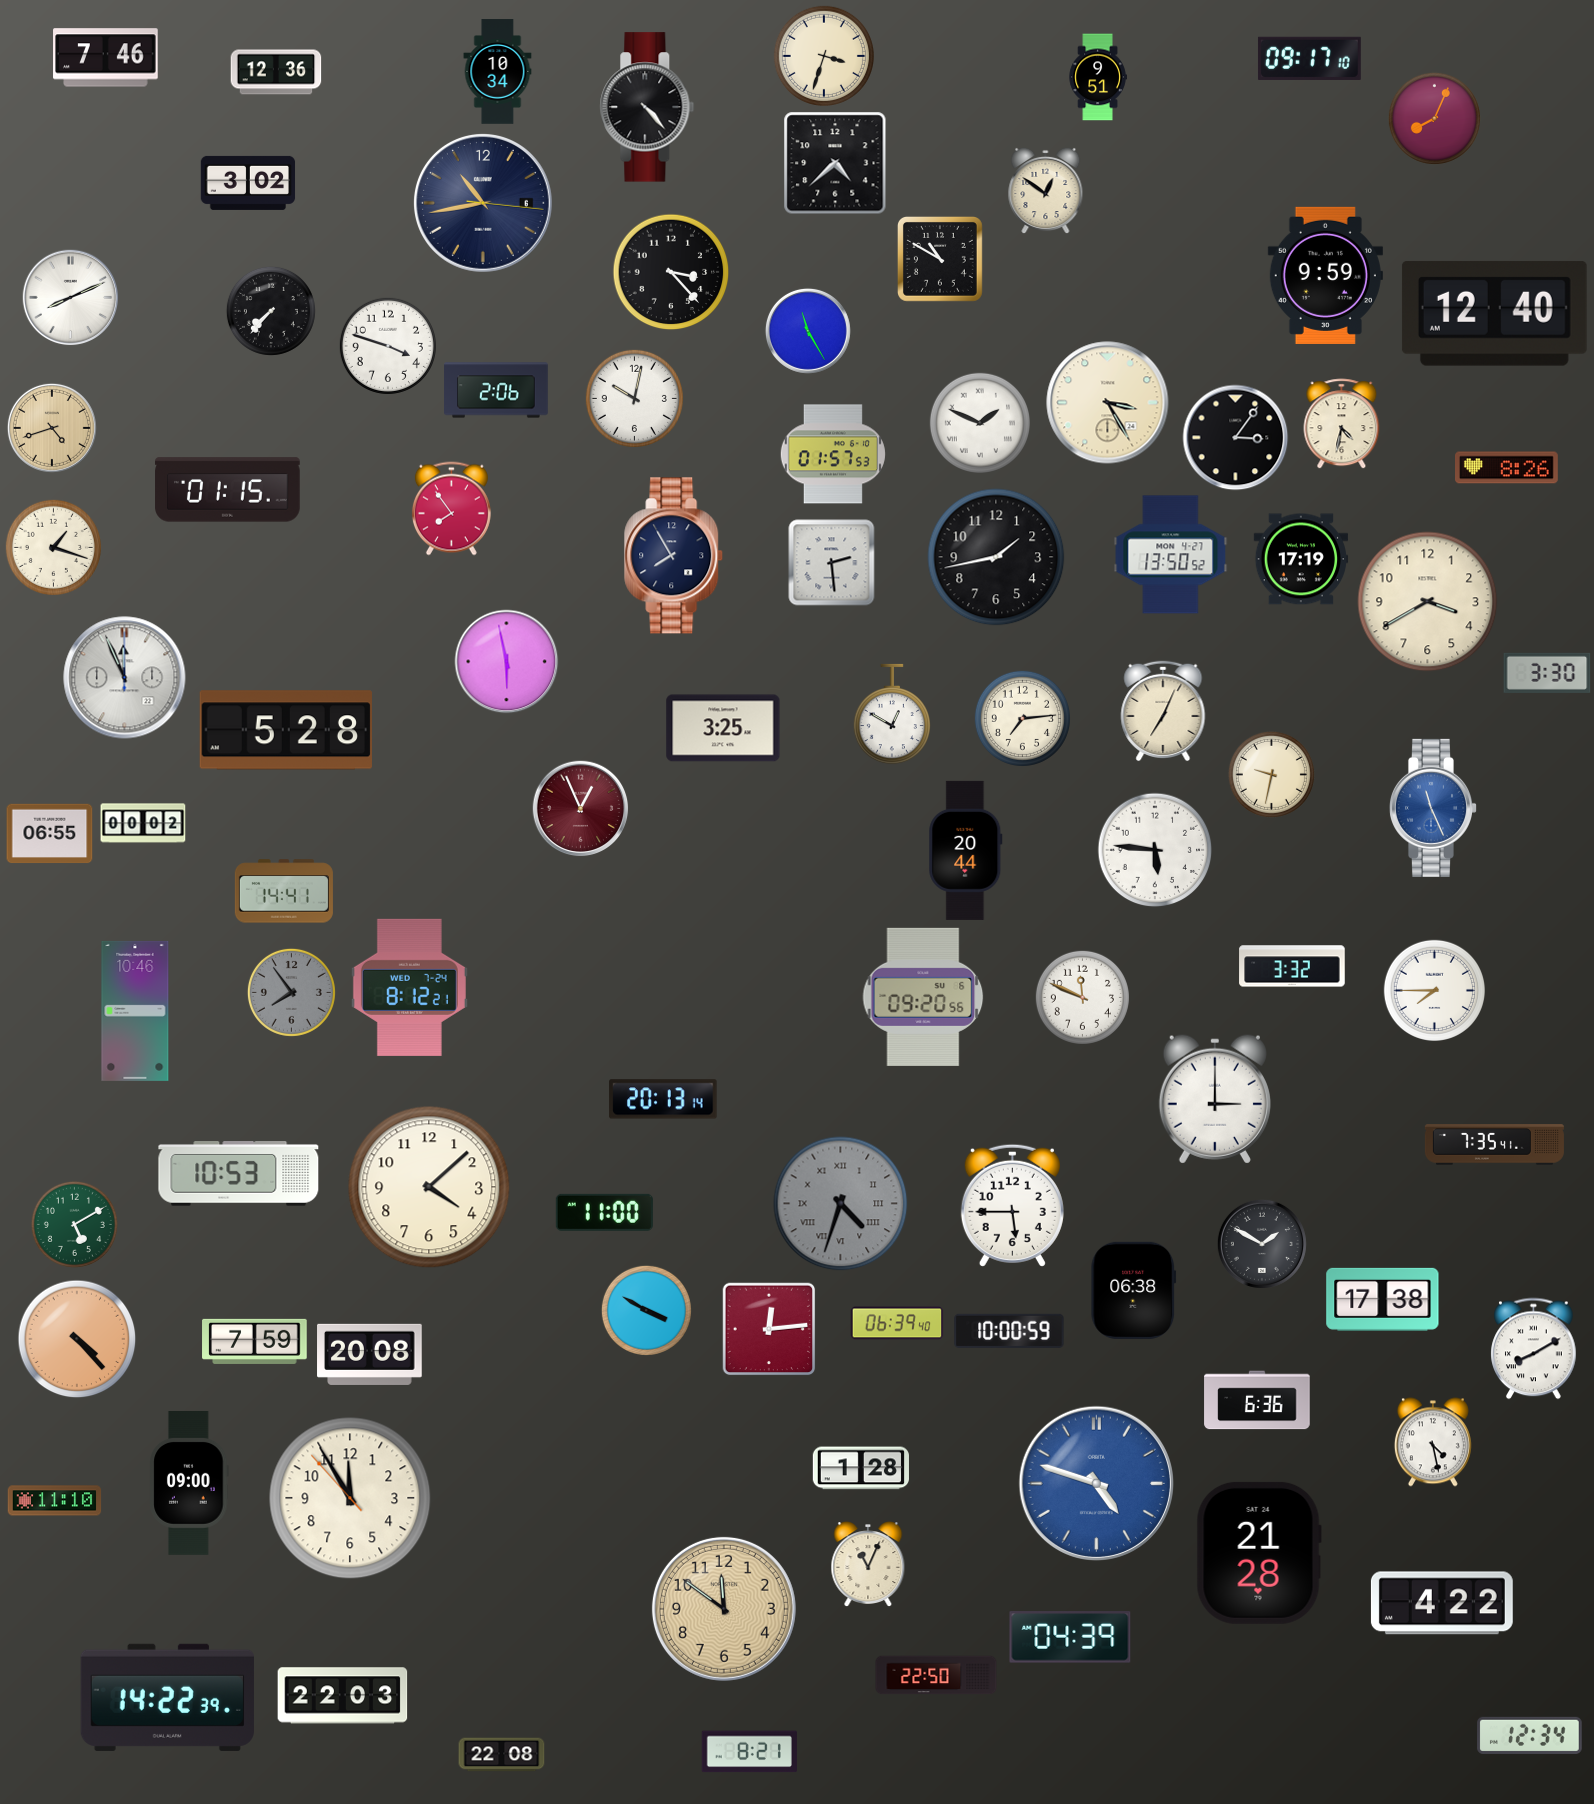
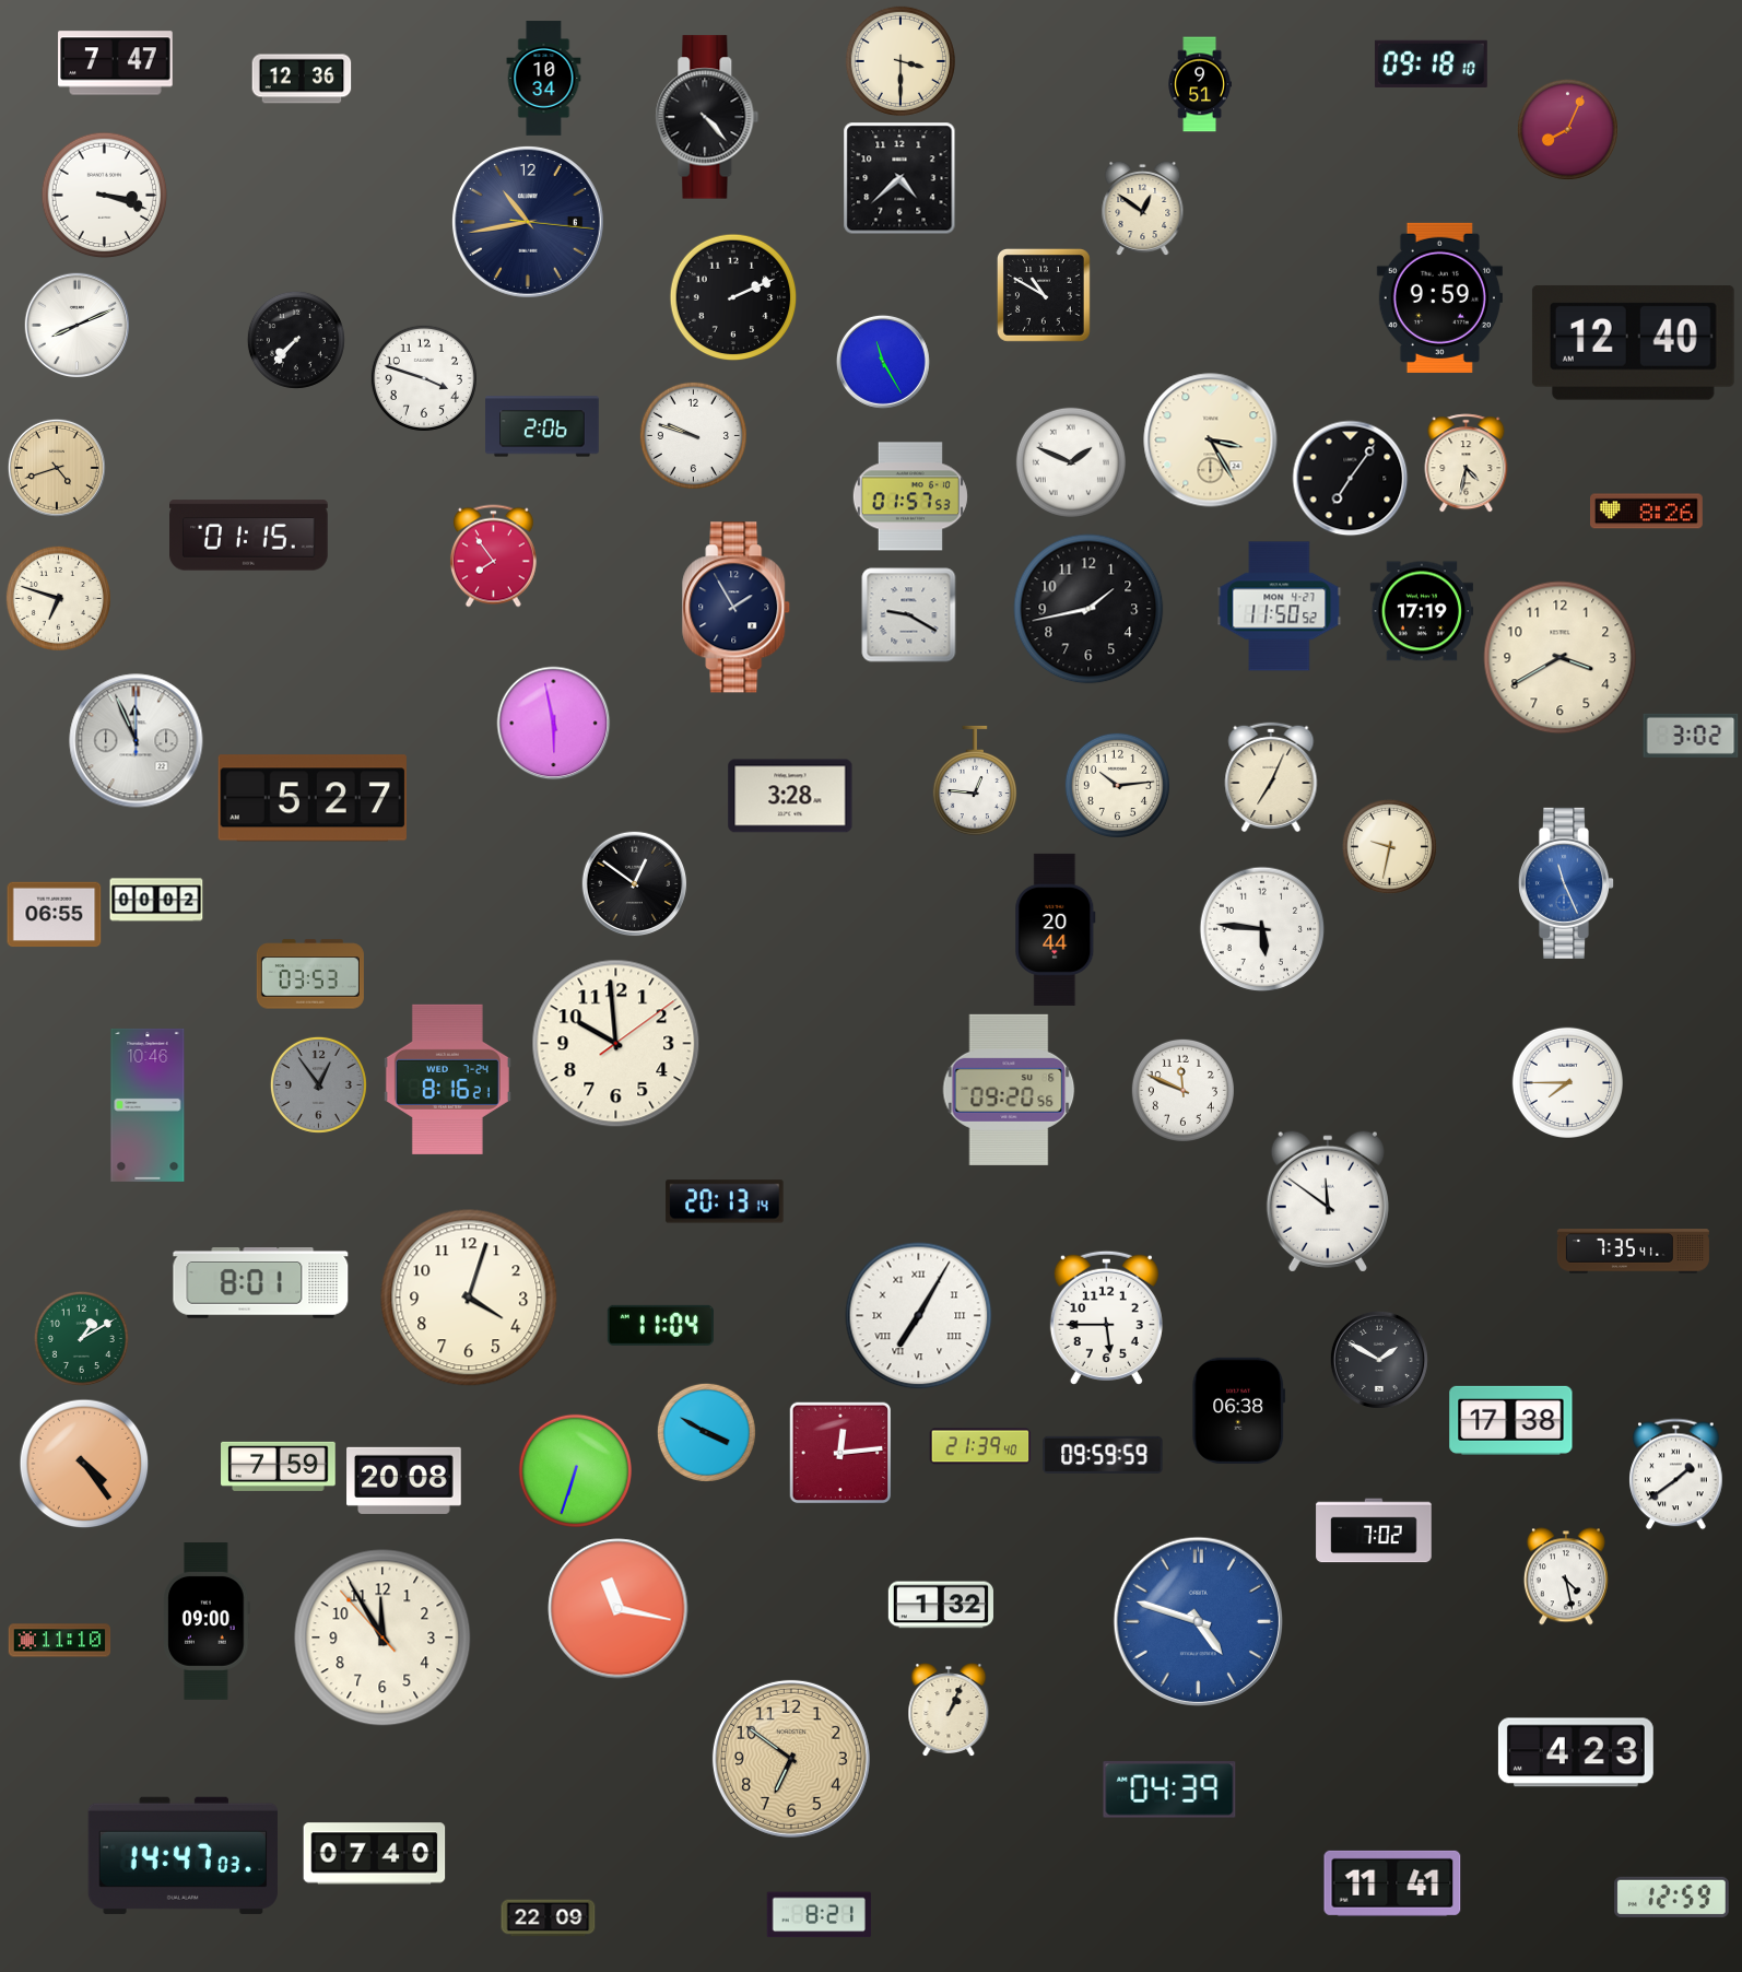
clock at (824, 56): 3:33 -> 3:30
clock at (106, 58): 7:46 -> 7:47
clock at (1309, 58): 09:17 -> 09:18
clock at (835, 163) position: (835, 163) -> (899, 178)
clock at (105, 196): none -> 3:18
clock at (248, 183): 3:02 -> none
clock at (940, 259) position: (940, 259) -> (1044, 295)
clock at (671, 272): 3:23 -> 2:11
clock at (1325, 275) position: (1325, 275) -> (1439, 297)
clock at (634, 398): 10:02 -> 9:48
clock at (1236, 438): 3:06 -> 7:06
clock at (53, 547): 1:18 -> 6:48
clock at (1171, 555): 13:50 -> 11:50
clock at (674, 556): 7:55 -> 1:55
clock at (832, 563): 2:29 -> 9:20
clock at (1547, 673): 3:30 -> 3:02
clock at (892, 714): 12:50 -> 12:46
clock at (1022, 718): 7:14 -> 10:14
clock at (723, 728): 3:25 -> 3:28
clock at (286, 730): 5:28 -> 5:27
clock at (581, 809): 12:56 -> 12:51
clock at (581, 809) dial: burgundy -> black
clock at (50, 834) position: (50, 834) -> (55, 915)
clock at (284, 891): 14:41 -> 03:53
clock at (616, 1044): none -> 9:59
clock at (1292, 966): 3:32 -> none
clock at (409, 987): 8:12 -> 8:16
clock at (291, 992): 7:54 -> 12:54
clock at (1215, 1099): 3:00 -> 11:51
clock at (239, 1174): 10:53 -> 8:01
clock at (429, 1187): 4:08 -> 4:03
clock at (841, 1204): 4:33 -> 7:05
clock at (841, 1204) dial: grey -> white
clock at (604, 1212): 11:00 -> 11:04
clock at (74, 1224): 5:10 -> 1:10
clock at (897, 1323): 06:39 -> 21:39
clock at (1009, 1331): 10:00 -> 09:59
clock at (77, 1339): 4:23 -> 4:24
clock at (575, 1470): none -> 6:33
clock at (1534, 1349): 8:10 -> 1:39
clock at (1257, 1400): 6:36 -> 7:02
clock at (861, 1468): 1:28 -> 1:32
clock at (619, 1609): none -> 11:17
clock at (1259, 1553): 21:28 -> none
clock at (868, 1564): 11:04 -> 1:04
clock at (1442, 1603): 4:22 -> 4:23
clock at (724, 1609): 11:51 -> 6:51
clock at (936, 1675): 22:50 -> none
clock at (343, 1696): 22:03 -> 07:40
clock at (167, 1697): 14:22 -> 14:47
clock at (1392, 1883): none -> 11:41
clock at (1530, 1735): 12:34 -> 12:59
clock at (502, 1755): 22:08 -> 22:09
